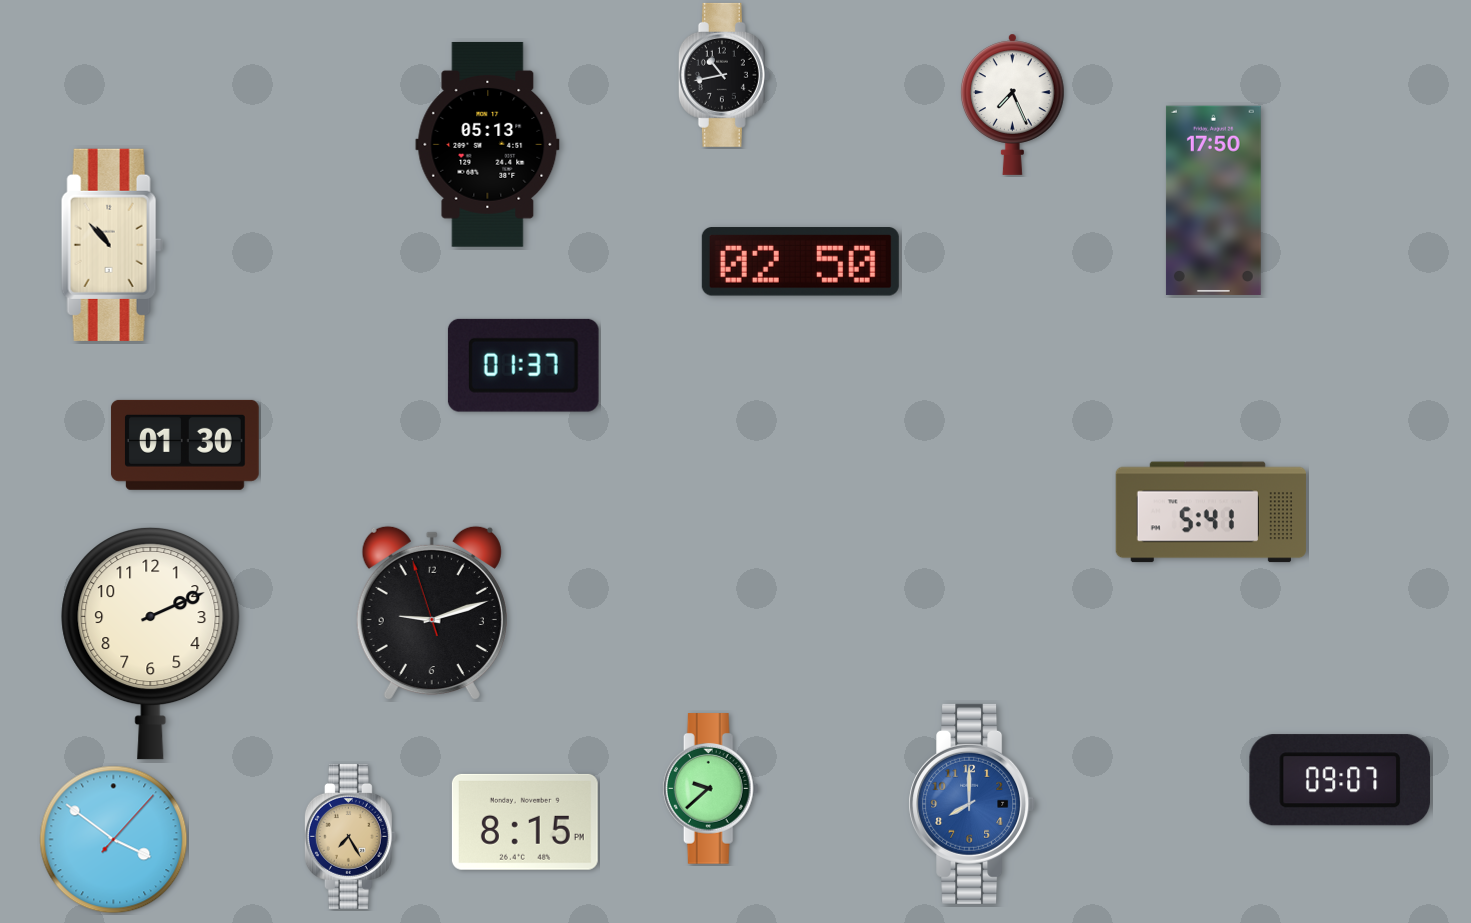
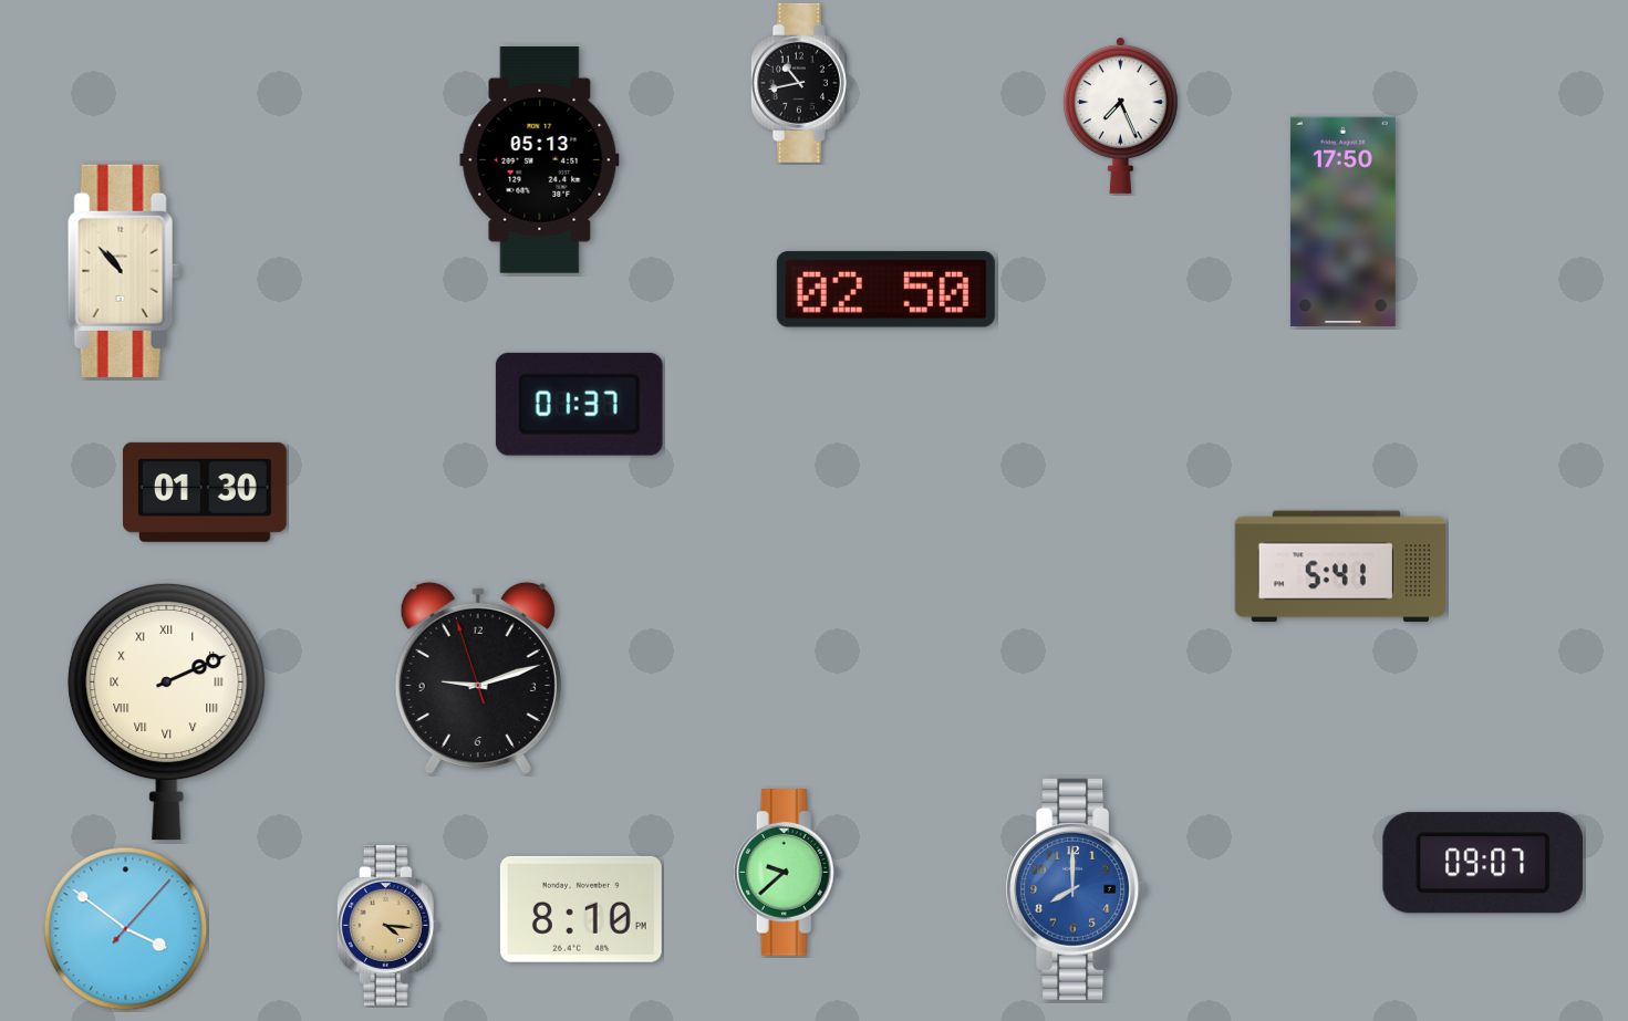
clock at (151, 643) numerals: Arabic -> Roman
clock at (525, 822): 8:15 -> 8:10
clock at (350, 836): 7:25 -> 4:16
